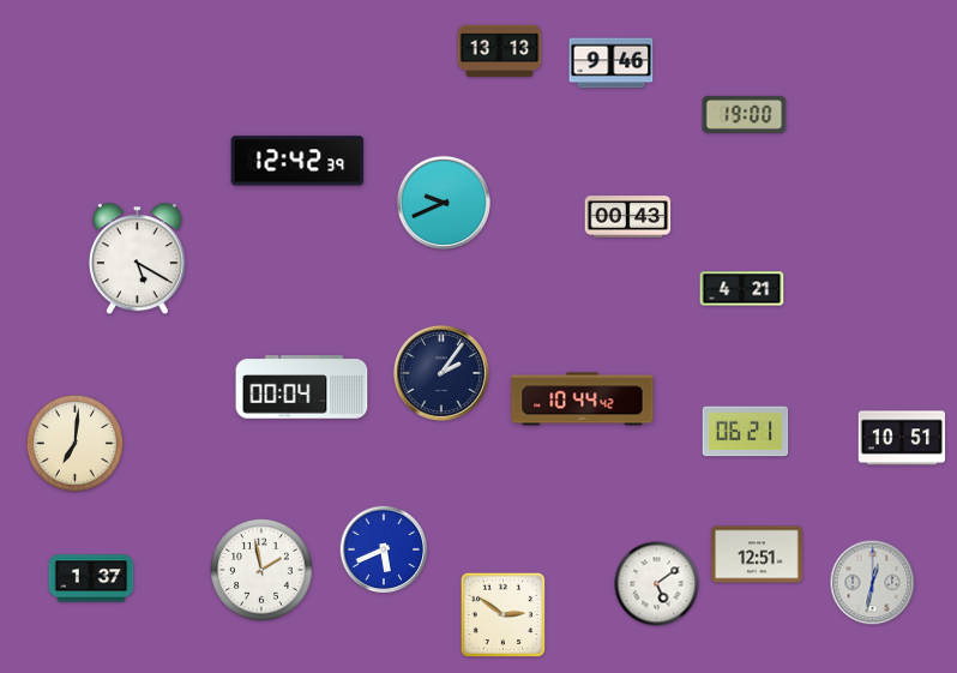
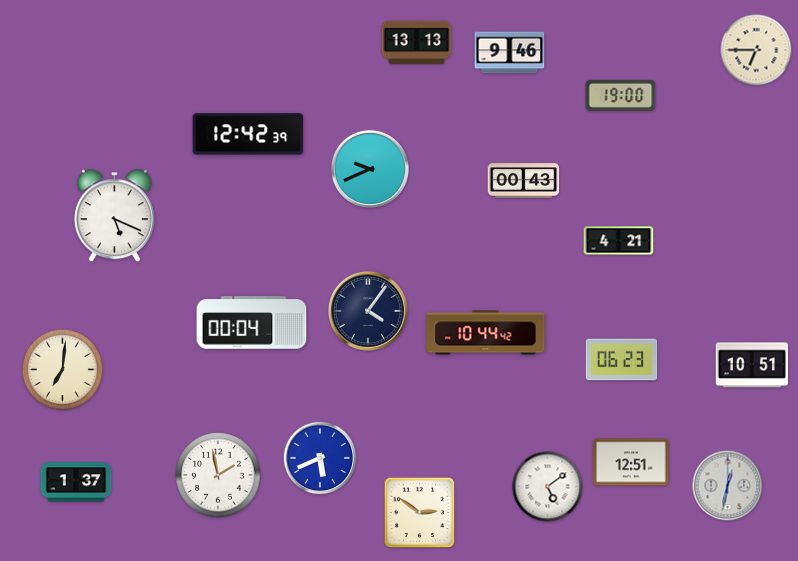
clock at (756, 50): none -> 6:45
clock at (137, 259): 5:20 -> 5:19
clock at (441, 373): 2:06 -> 4:06
clock at (746, 432): 06:21 -> 06:23
